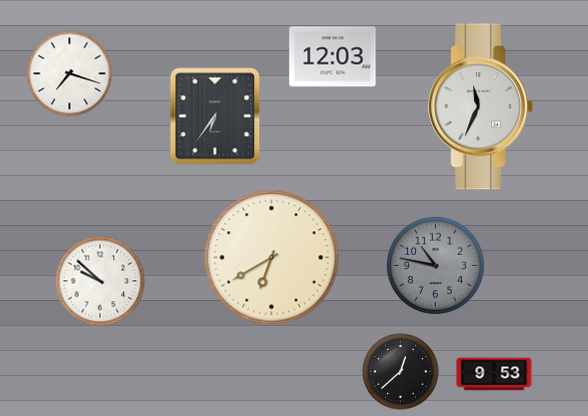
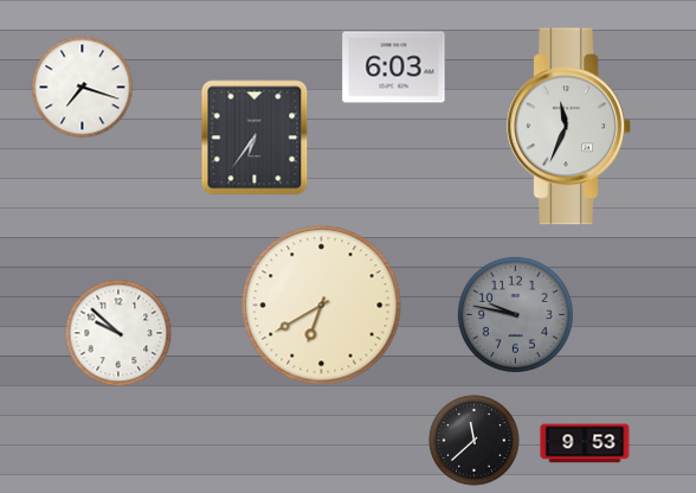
clock at (333, 57): 12:03 -> 6:03
clock at (435, 265): 10:47 -> 9:47
clock at (401, 372): 12:38 -> 11:38
